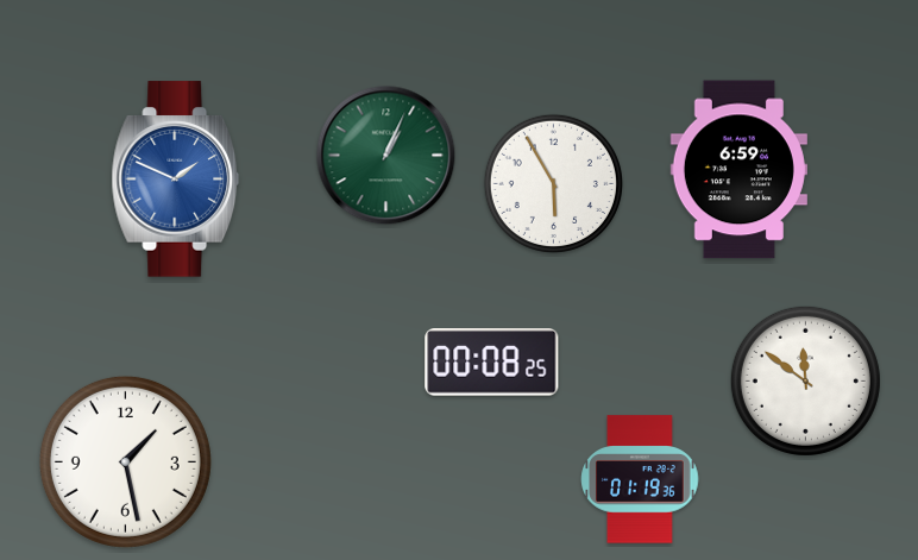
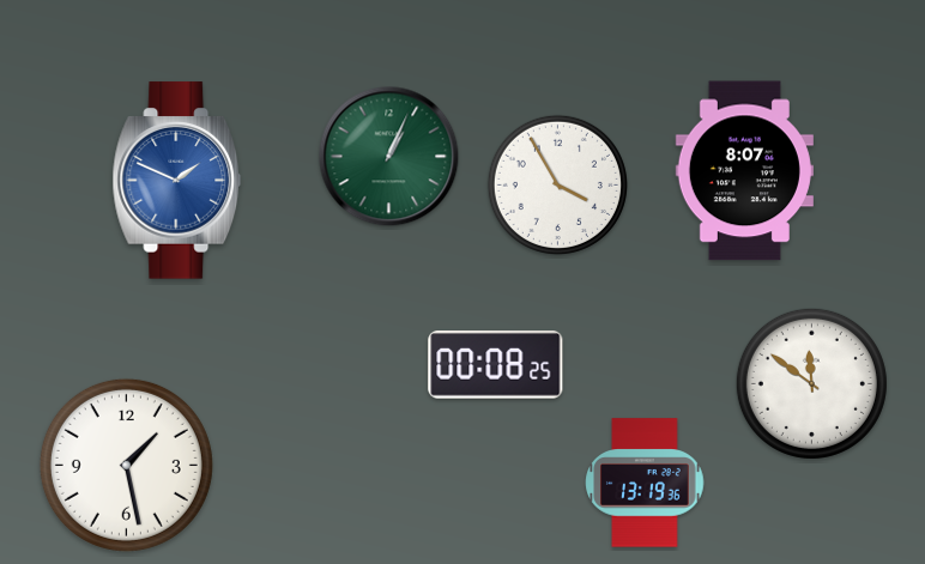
clock at (738, 170): 6:59 -> 8:07
clock at (553, 183): 5:55 -> 3:55
clock at (640, 479): 01:19 -> 13:19
